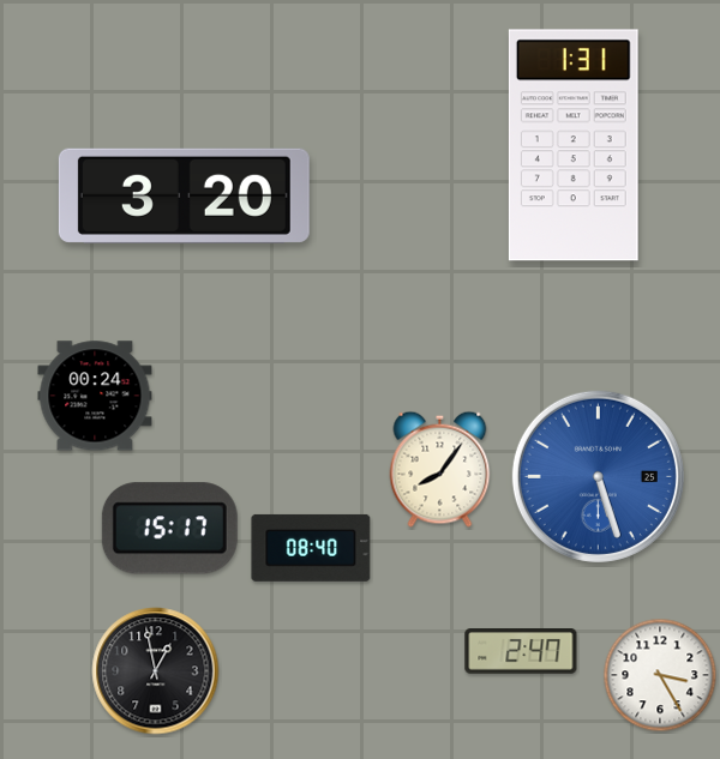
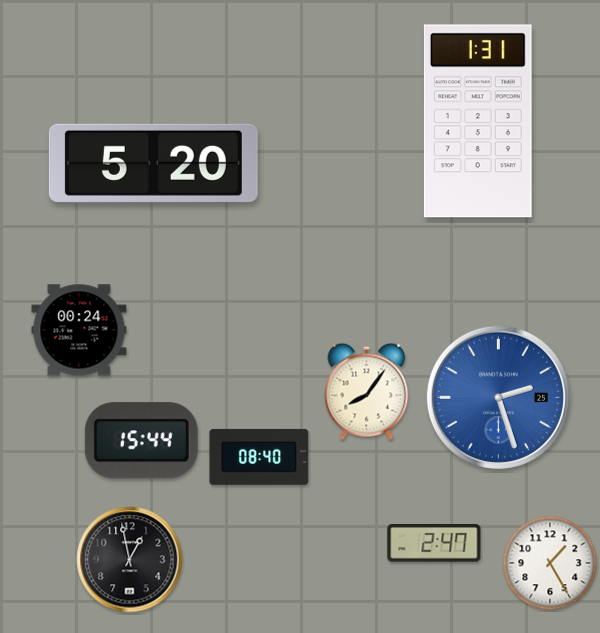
clock at (184, 195): 3:20 -> 5:20
clock at (598, 476): 5:27 -> 2:27
clock at (169, 529): 15:17 -> 15:44
clock at (660, 675): 3:25 -> 1:25
